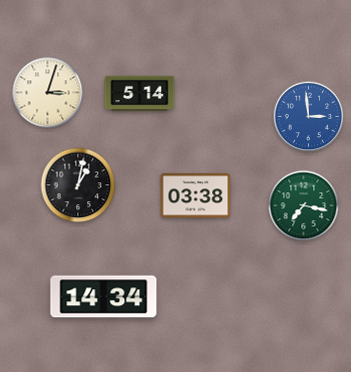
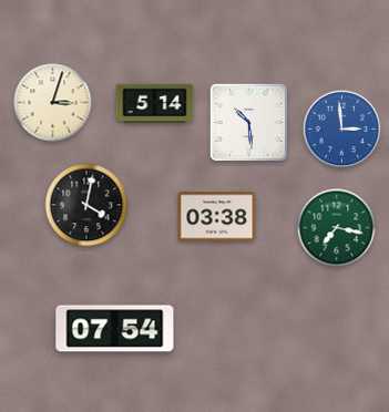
clock at (248, 122): none -> 10:29
clock at (78, 185): 1:02 -> 4:02
clock at (104, 297): 14:34 -> 07:54
